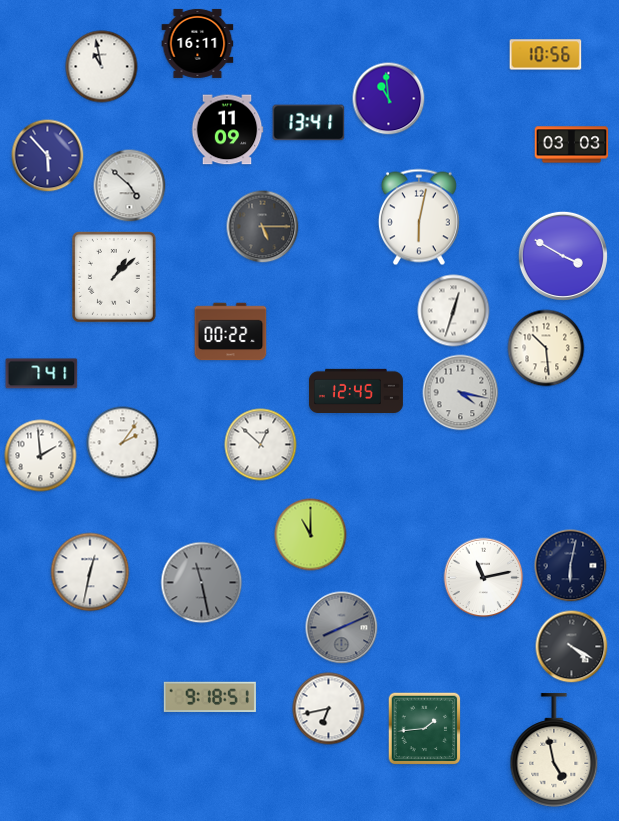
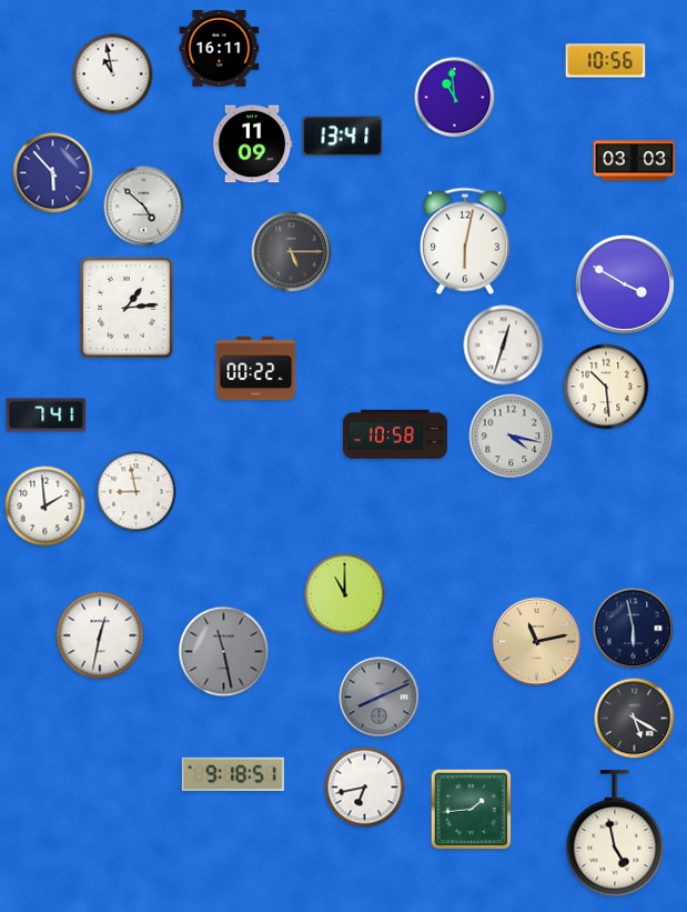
clock at (389, 99) position: (389, 99) -> (455, 98)
clock at (115, 278): 1:08 -> 1:14
clock at (356, 390): 12:45 -> 10:58
clock at (123, 443): 2:06 -> 8:58
clock at (261, 445): 12:52 -> none
clock at (571, 566): 6:02 -> 5:58
clock at (484, 578) dial: white -> champagne
clock at (202, 583) position: (202, 583) -> (224, 652)
clock at (572, 647): 4:20 -> 5:20
